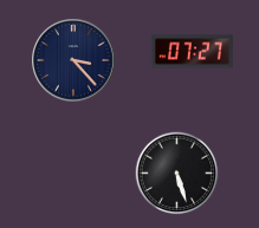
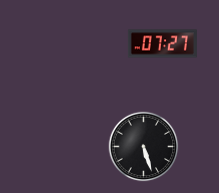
clock at (73, 60): 3:23 -> none
clock at (177, 174) position: (177, 174) -> (144, 147)
